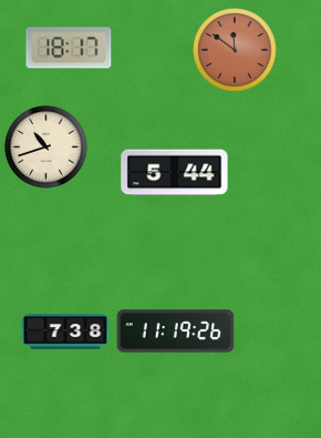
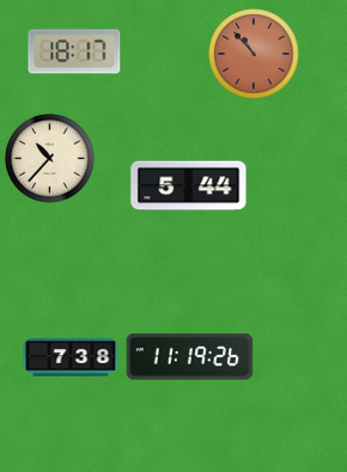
clock at (235, 50): 11:51 -> 10:53
clock at (46, 147): 10:42 -> 10:37
